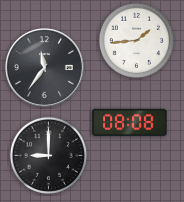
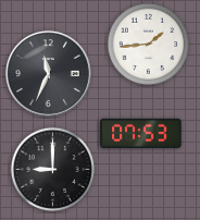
clock at (44, 67): 11:36 -> 11:34
clock at (130, 123): 08:08 -> 07:53
